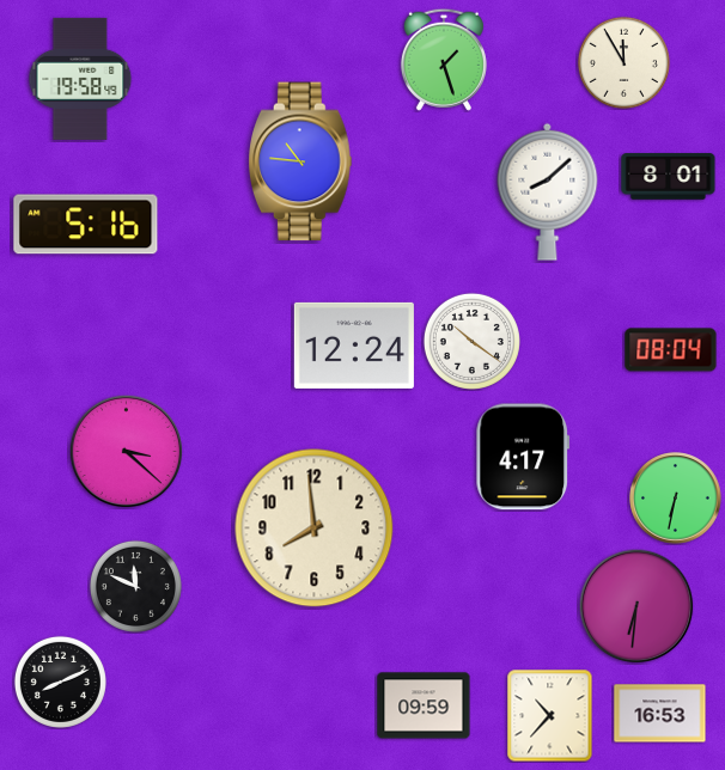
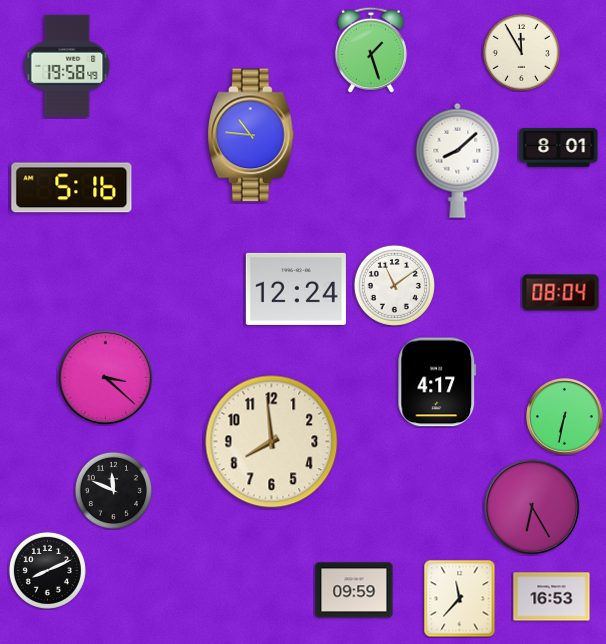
clock at (471, 341): 10:21 -> 11:09
clock at (315, 528) position: (315, 528) -> (272, 442)
clock at (636, 606): 6:31 -> 6:25
clock at (60, 682) position: (60, 682) -> (47, 570)
clock at (550, 715): 10:37 -> 11:37
